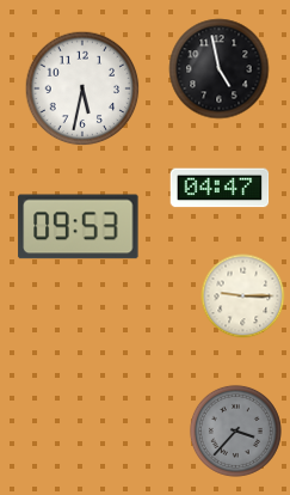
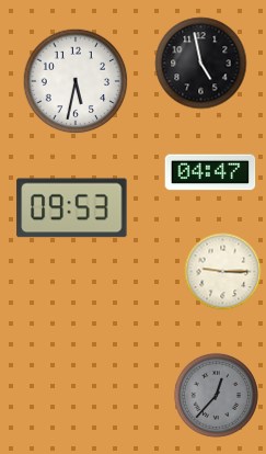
clock at (220, 188) position: (220, 188) -> (210, 172)
clock at (235, 430): 3:37 -> 12:37
